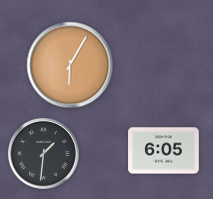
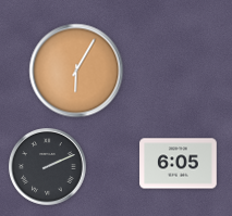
clock at (44, 154): 1:31 -> 2:11
